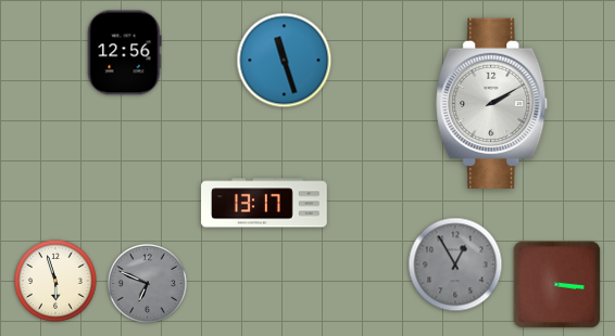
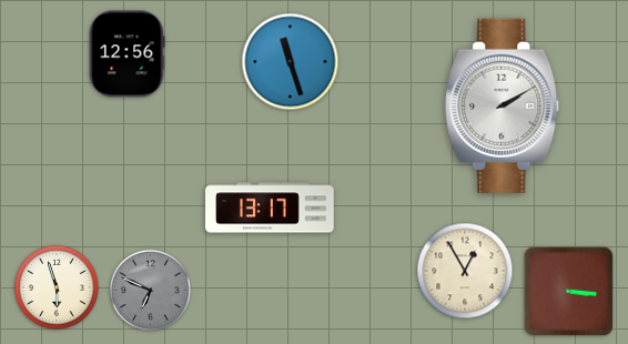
clock at (455, 264) dial: grey -> cream
